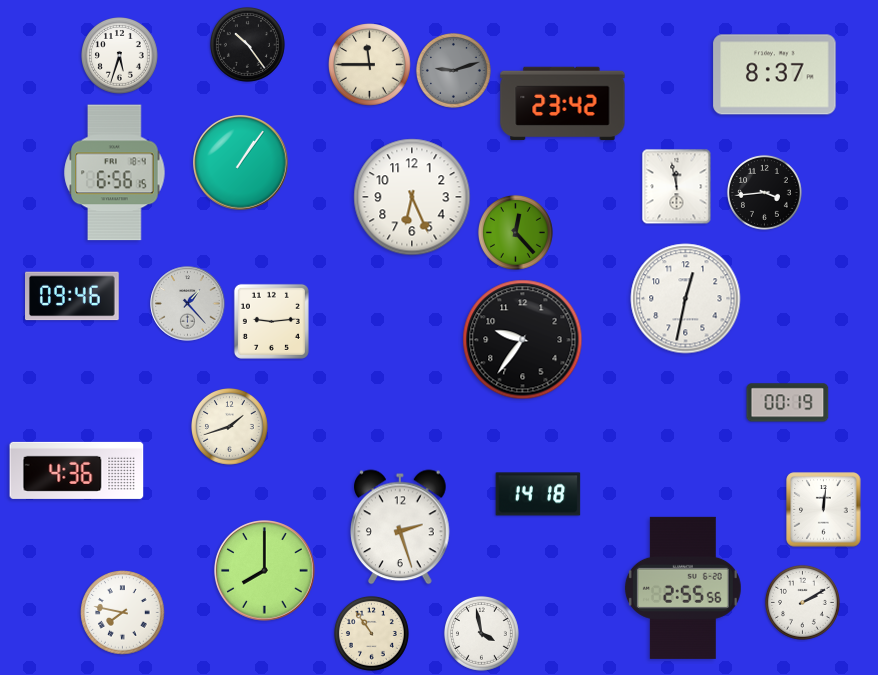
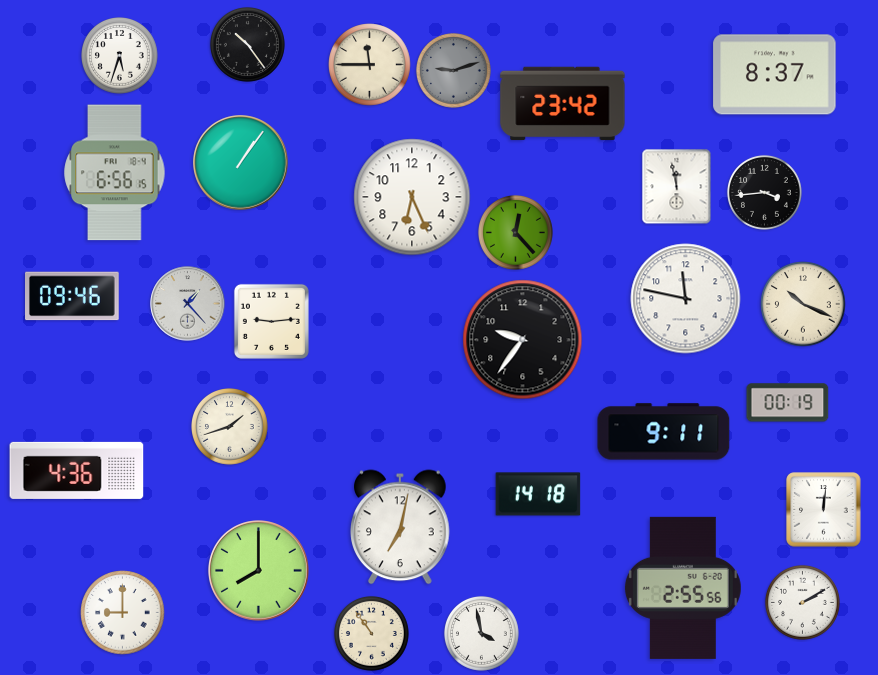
clock at (686, 299): 12:32 -> 11:47
clock at (803, 304): none -> 10:19
clock at (664, 432): none -> 9:11
clock at (400, 527): 2:27 -> 7:02
clock at (265, 571) position: (265, 571) -> (259, 571)
clock at (123, 613): 7:47 -> 9:00
